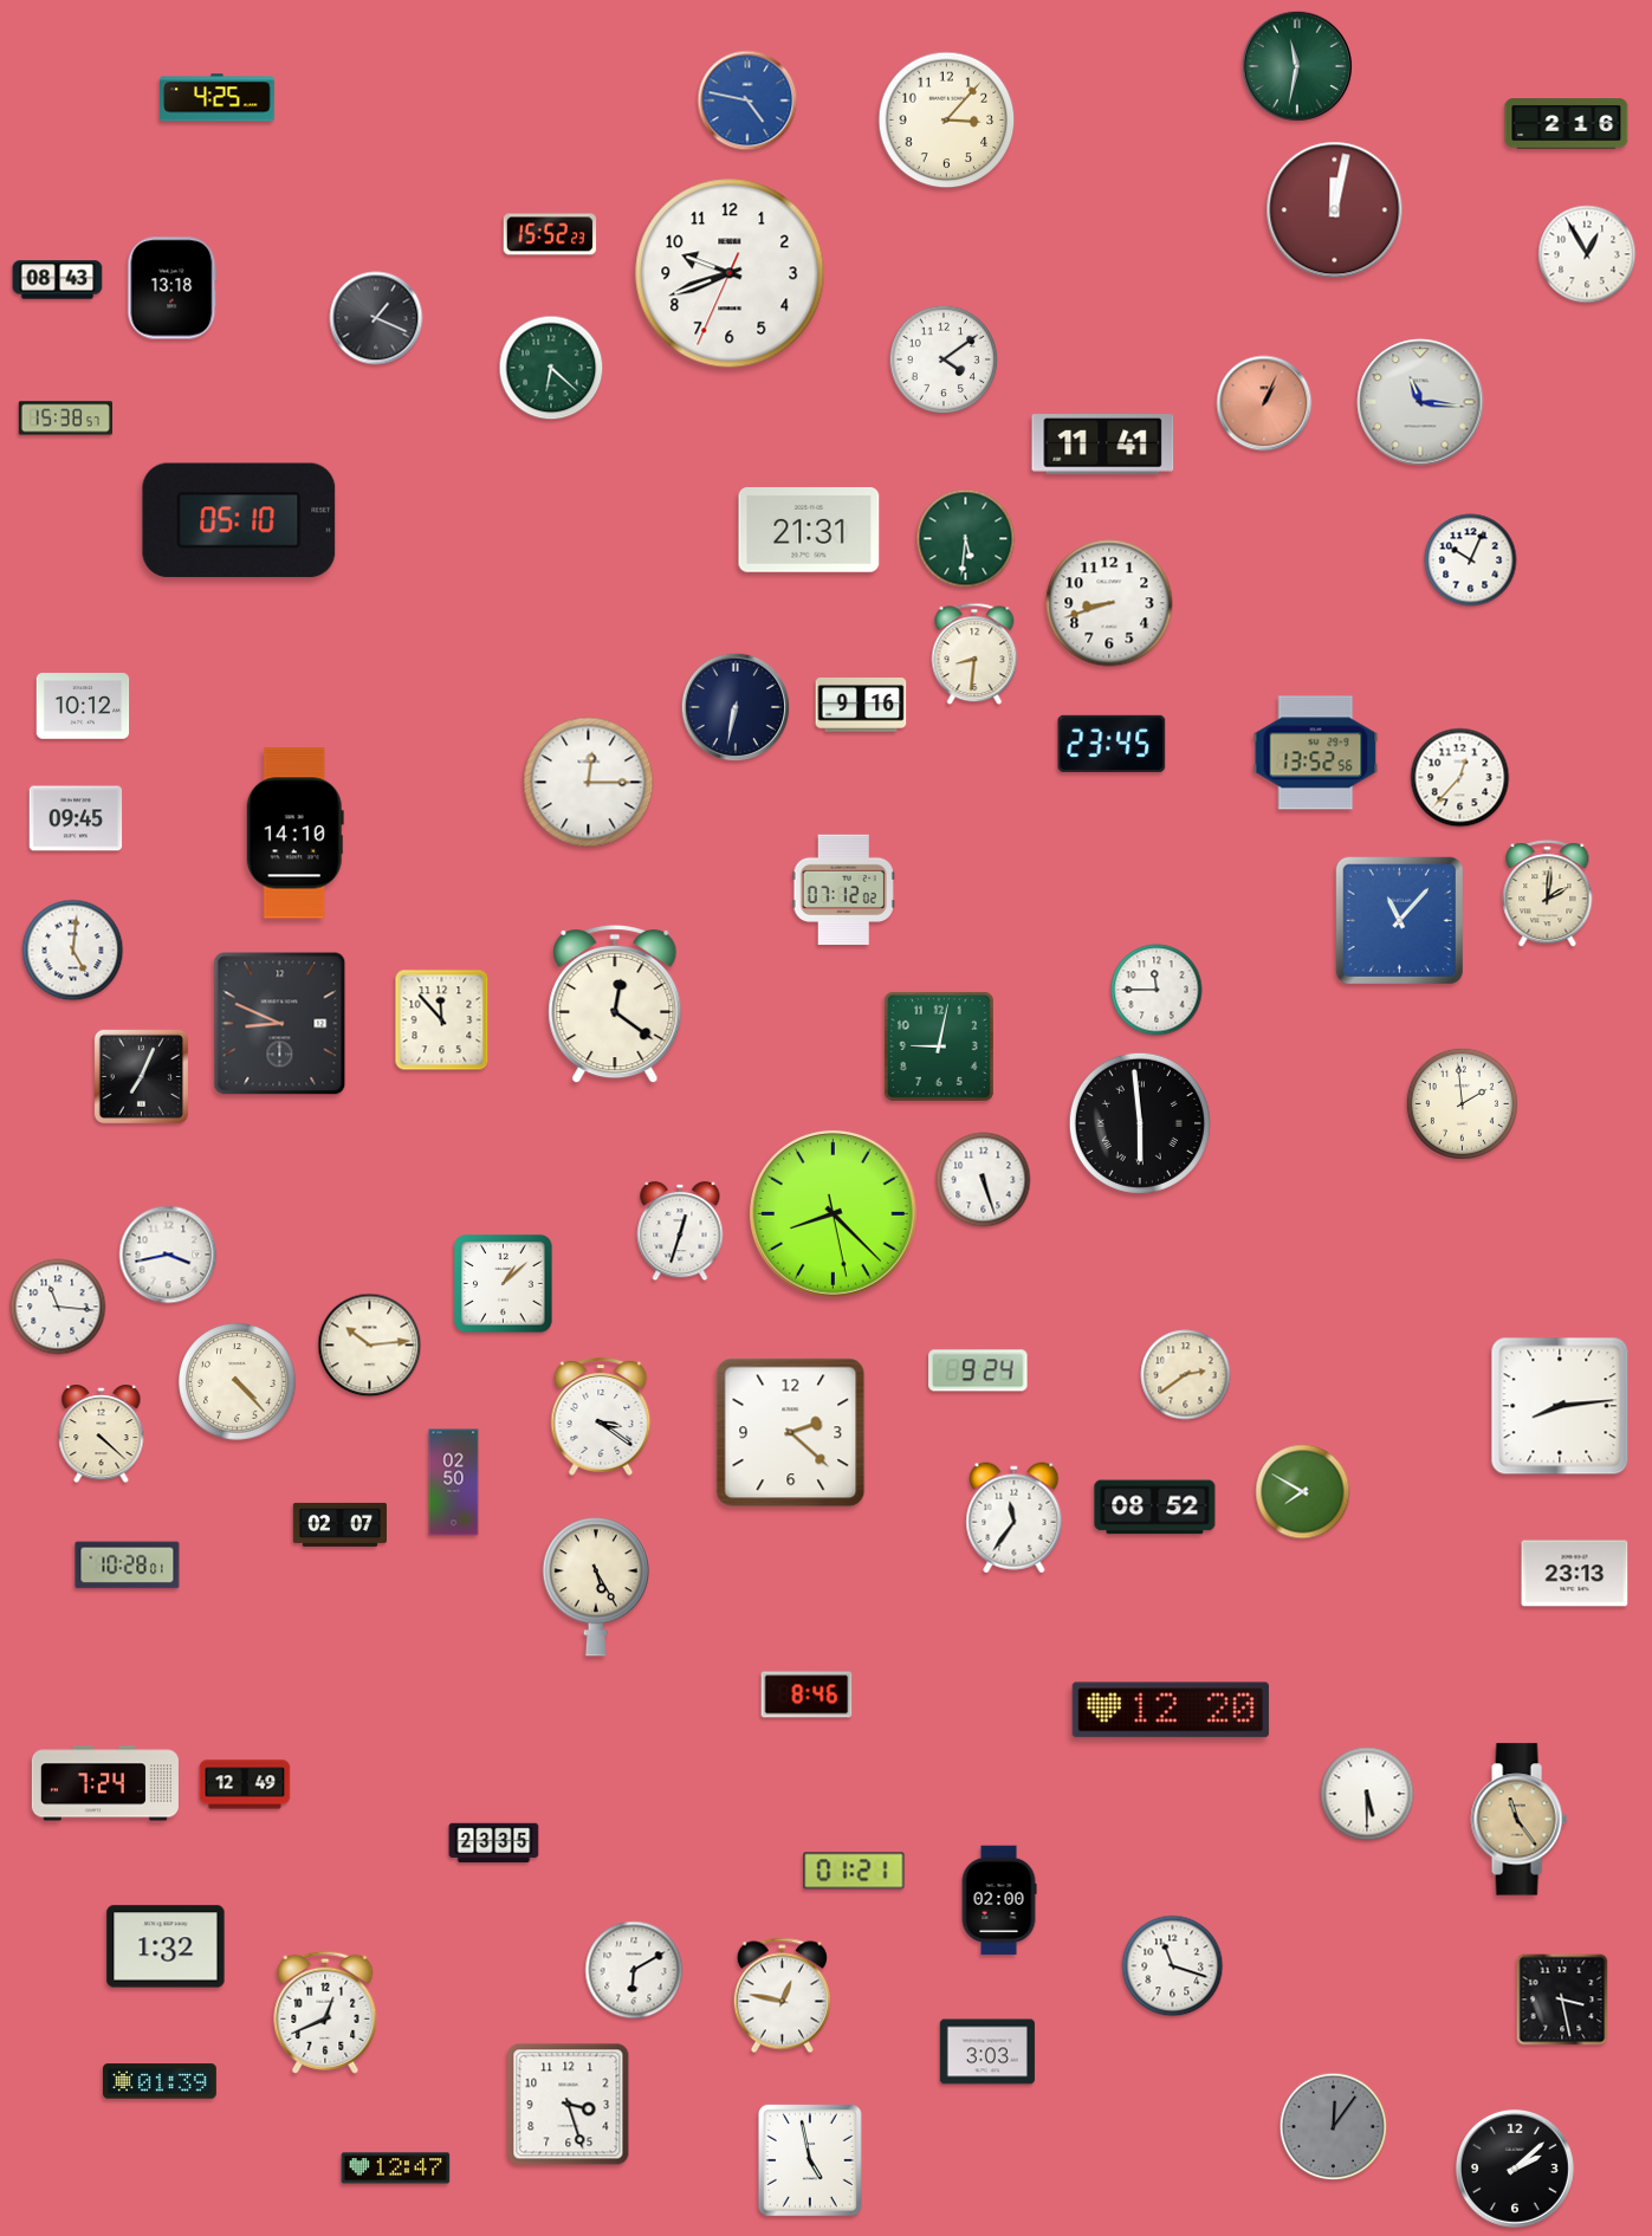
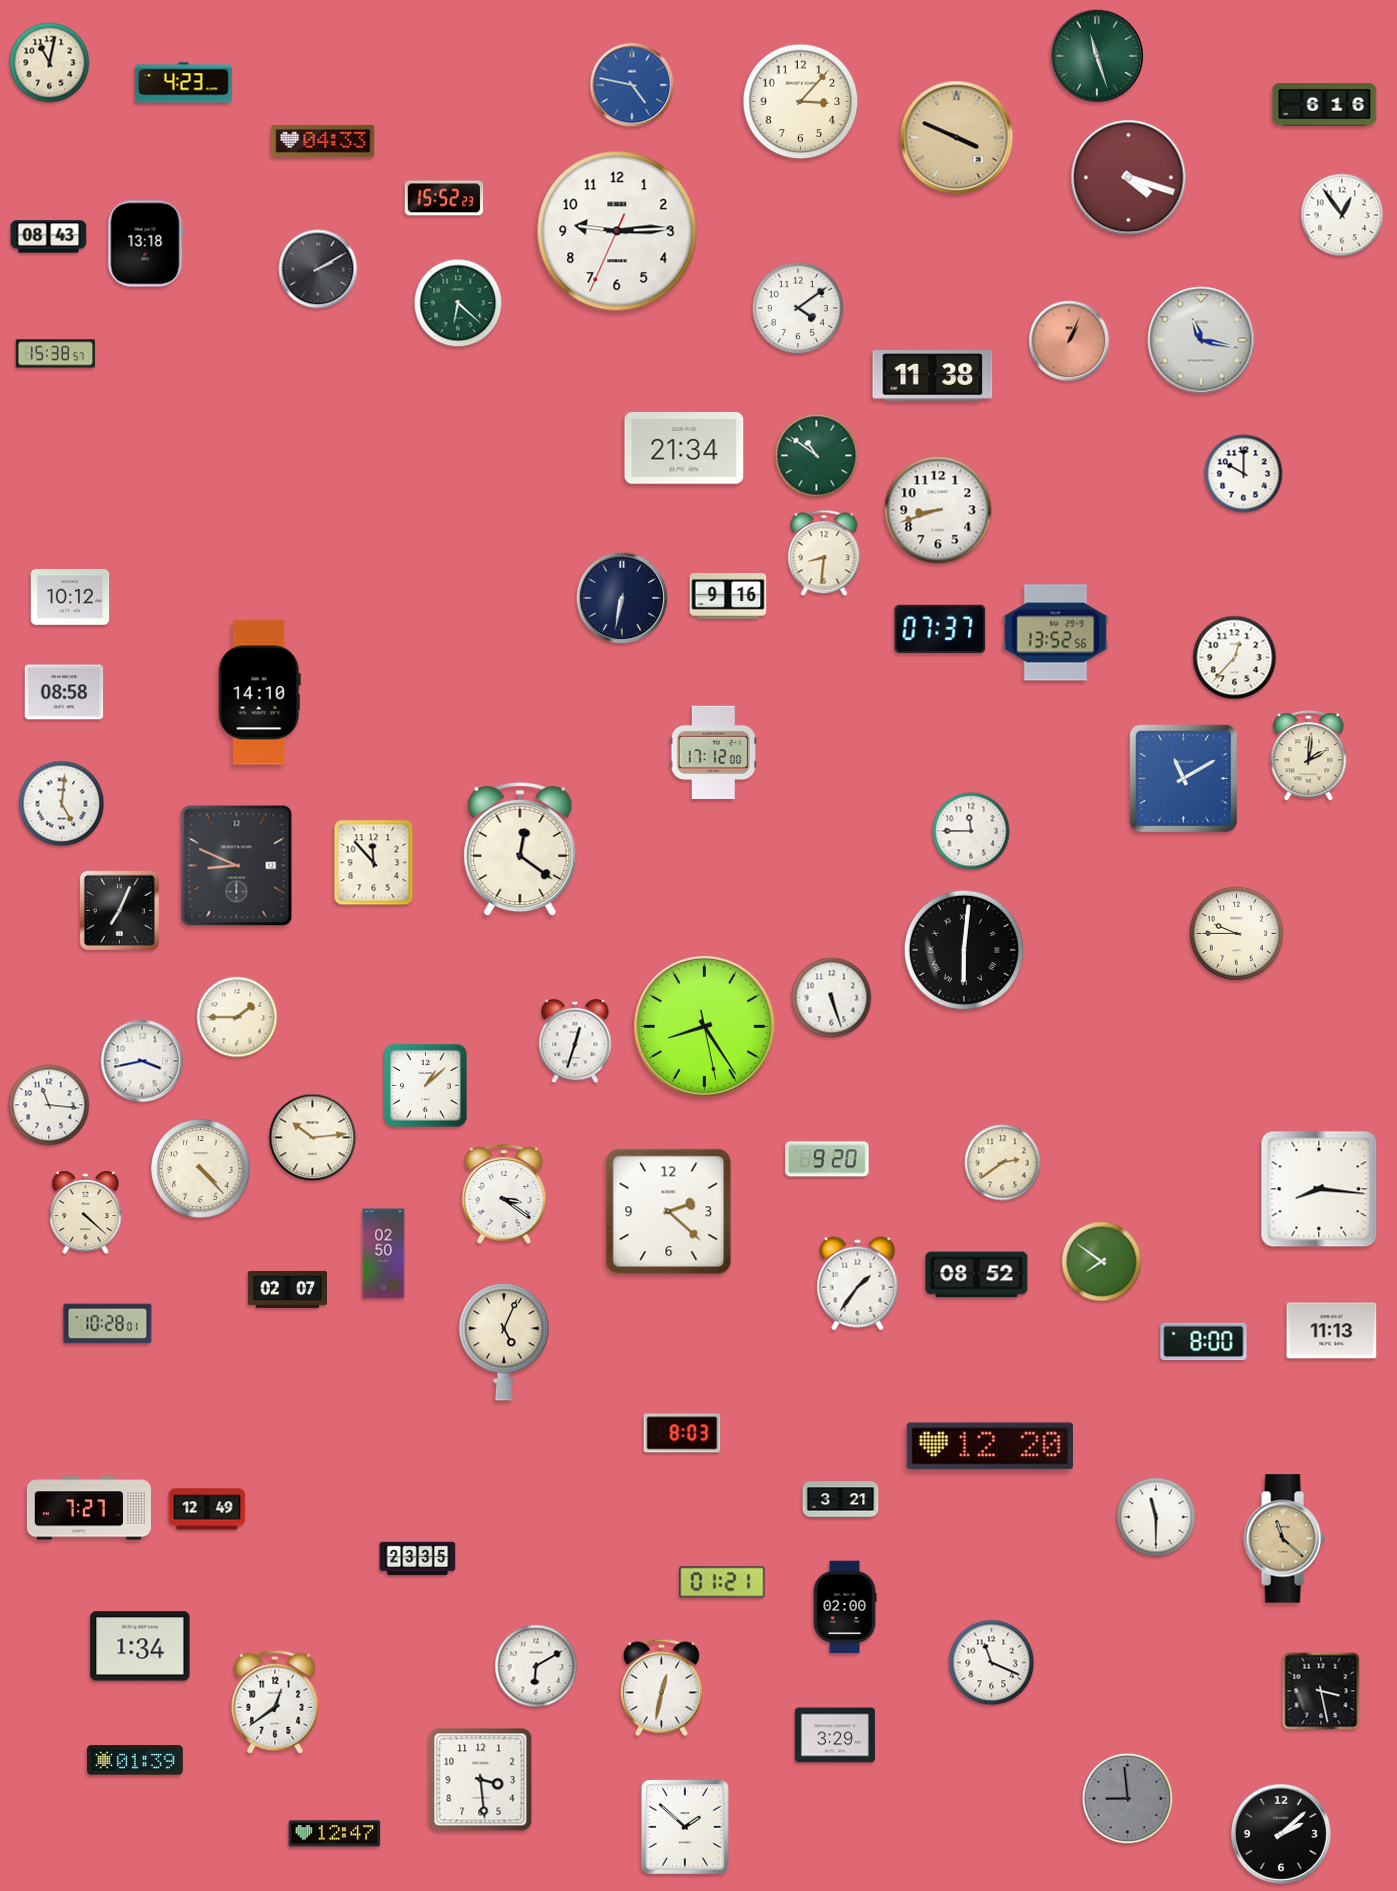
clock at (1296, 65): 11:32 -> 11:27
clock at (50, 63): none -> 11:02
clock at (218, 98): 4:25 -> 4:23
clock at (1567, 124): 2:16 -> 6:16
clock at (957, 138): none -> 3:49
clock at (323, 141): none -> 04:33
clock at (1335, 210): 12:02 -> 4:18
clock at (550, 234) position: (550, 234) -> (444, 198)
clock at (1587, 254): 12:55 -> 12:54
clock at (730, 273): 9:41 -> 9:14
clock at (376, 318): 1:19 -> 2:10
clock at (944, 359) position: (944, 359) -> (798, 308)
clock at (551, 368) position: (551, 368) -> (458, 303)
clock at (1420, 402): 11:16 -> 11:17
clock at (1103, 445): 11:41 -> 11:38
clock at (239, 520): 05:10 -> none
clock at (809, 530): 21:31 -> 21:34
clock at (966, 539): 5:31 -> 10:51
clock at (1471, 560): 10:04 -> 10:00
clock at (1112, 744): 23:45 -> 07:37
clock at (1316, 753) position: (1316, 753) -> (1056, 633)
clock at (589, 783): 12:15 -> none
clock at (76, 818): 09:45 -> 08:58
clock at (294, 834) position: (294, 834) -> (259, 693)
clock at (843, 890): 07:12 -> 17:12
clock at (1399, 920): 11:07 -> 11:10
clock at (1157, 990) position: (1157, 990) -> (971, 831)
clock at (939, 1046): 9:02 -> none
clock at (1462, 1103): 1:59 -> 9:45
clock at (1140, 1123): 5:59 -> 6:01
clock at (237, 1017): none -> 1:45
clock at (834, 1214): 8:22 -> 8:24
clock at (978, 1370): 9:24 -> 9:20
clock at (1560, 1406): 8:14 -> 8:16
clock at (601, 1417) position: (601, 1417) -> (504, 1194)
clock at (1303, 1492): 7:50 -> 7:51
clock at (1015, 1518): 11:36 -> 1:36
clock at (1575, 1574): 23:13 -> 11:13
clock at (595, 1587): 5:25 -> 5:04
clock at (1204, 1342): none -> 8:00
clock at (806, 1694): 8:46 -> 8:03
clock at (841, 1500): none -> 3:21
clock at (105, 1783): 7:24 -> 7:27
clock at (1367, 1794): 5:30 -> 11:30
clock at (1518, 1820): 11:24 -> 11:22
clock at (166, 1946): 1:32 -> 1:34
clock at (1173, 1966): 11:18 -> 11:19
clock at (782, 1996): 12:47 -> 12:32
clock at (325, 2013): 12:41 -> 12:39
clock at (987, 2052): 3:03 -> 3:29
clock at (569, 2105): 3:27 -> 3:29
clock at (1334, 2127): 12:06 -> 8:59
clock at (810, 2160): 4:58 -> 1:52
